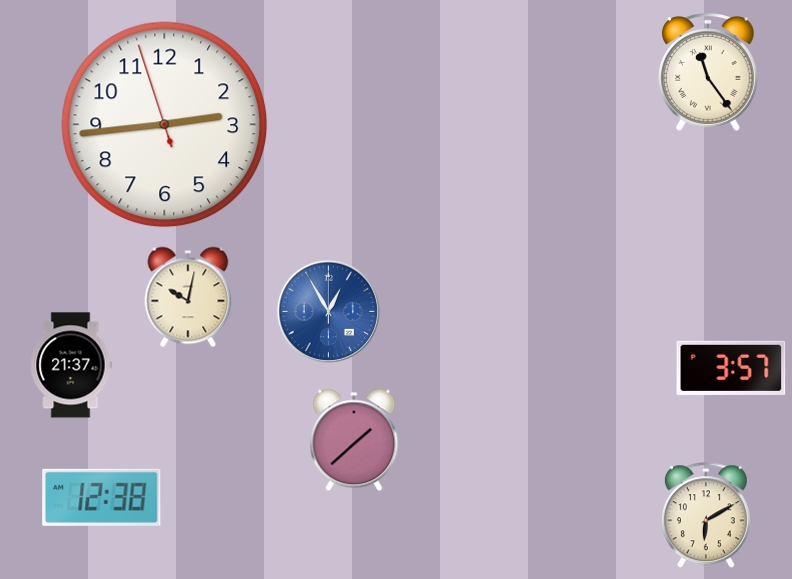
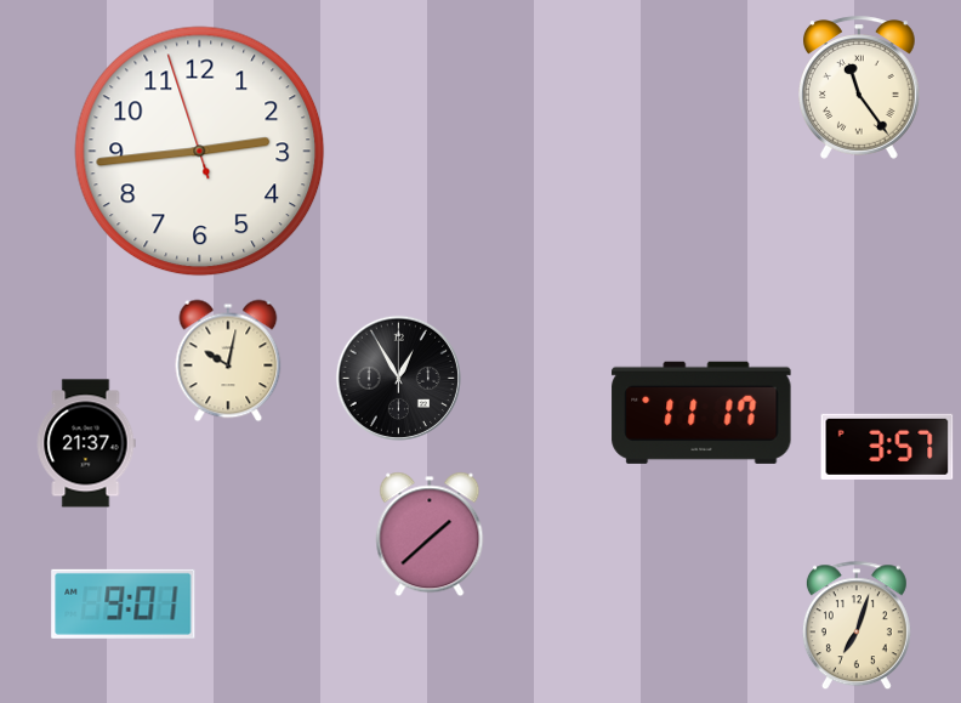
clock at (328, 311) dial: blue -> black
clock at (701, 413): none -> 11:17
clock at (102, 497): 12:38 -> 9:01
clock at (706, 516): 6:10 -> 7:03
